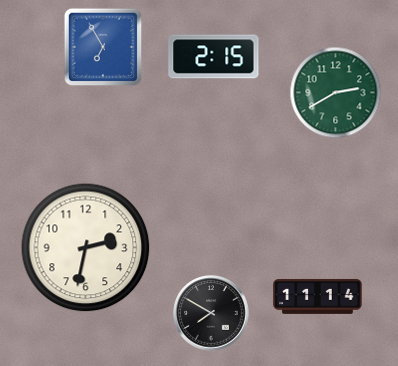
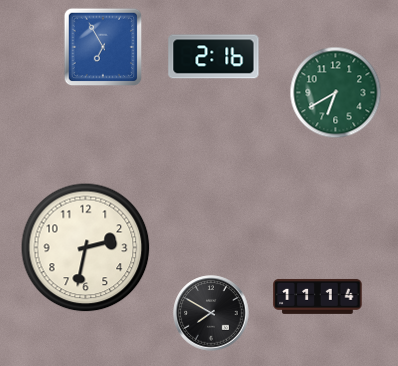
clock at (214, 57): 2:15 -> 2:16
clock at (336, 93): 2:40 -> 6:40
